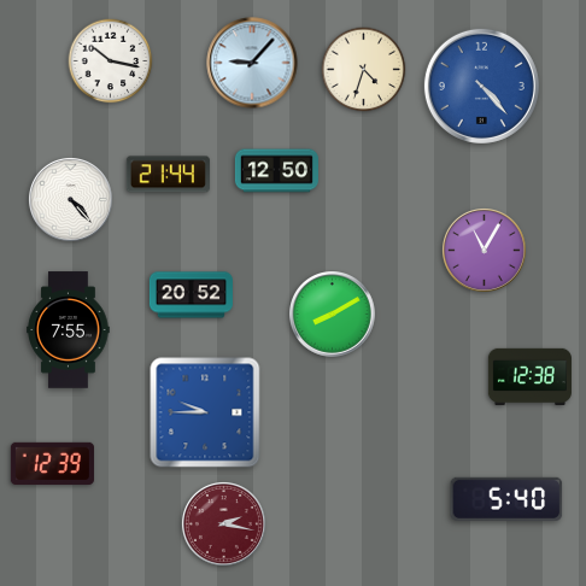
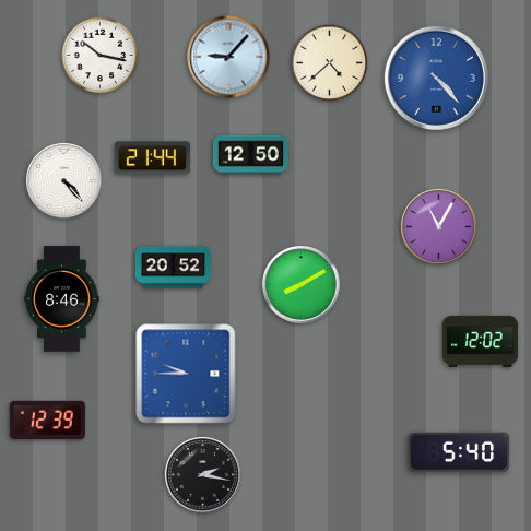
clock at (364, 70): 4:33 -> 4:38
clock at (69, 330): 7:55 -> 8:46
clock at (529, 376): 12:38 -> 12:02
clock at (223, 523) dial: burgundy -> black
